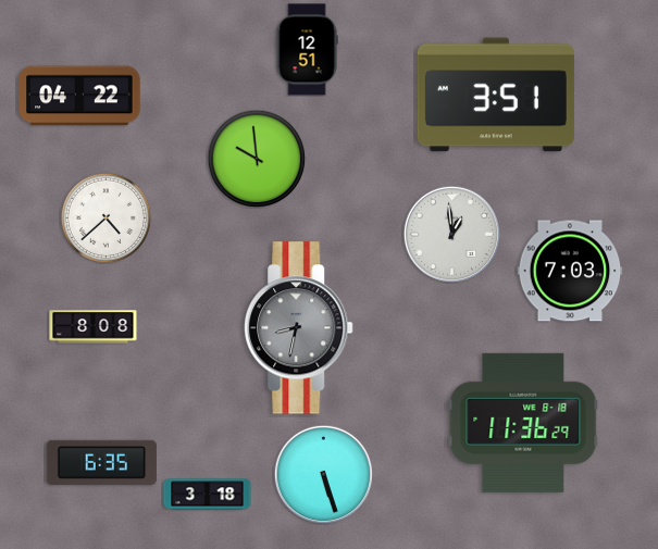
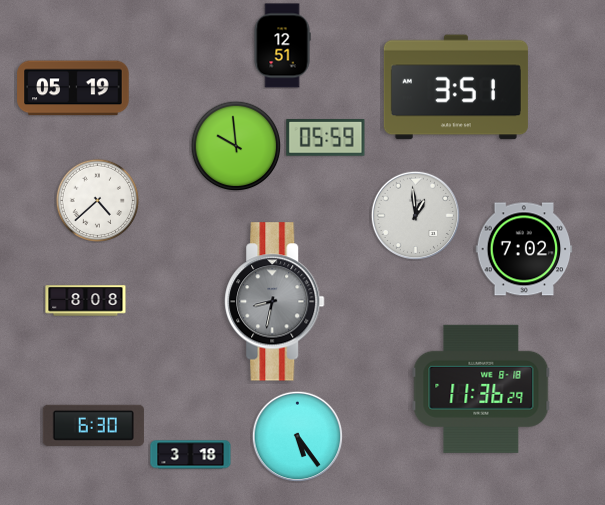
clock at (79, 96): 04:22 -> 05:19
clock at (326, 138): none -> 05:59
clock at (570, 271): 7:03 -> 7:02
clock at (101, 462): 6:35 -> 6:30
clock at (323, 474): 5:27 -> 5:24
